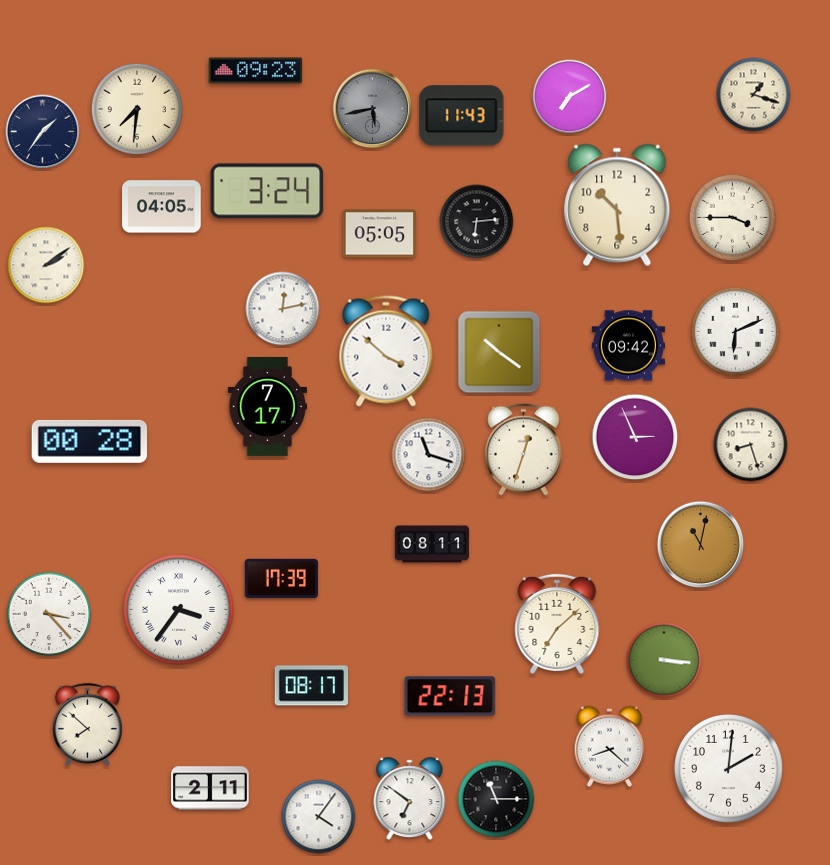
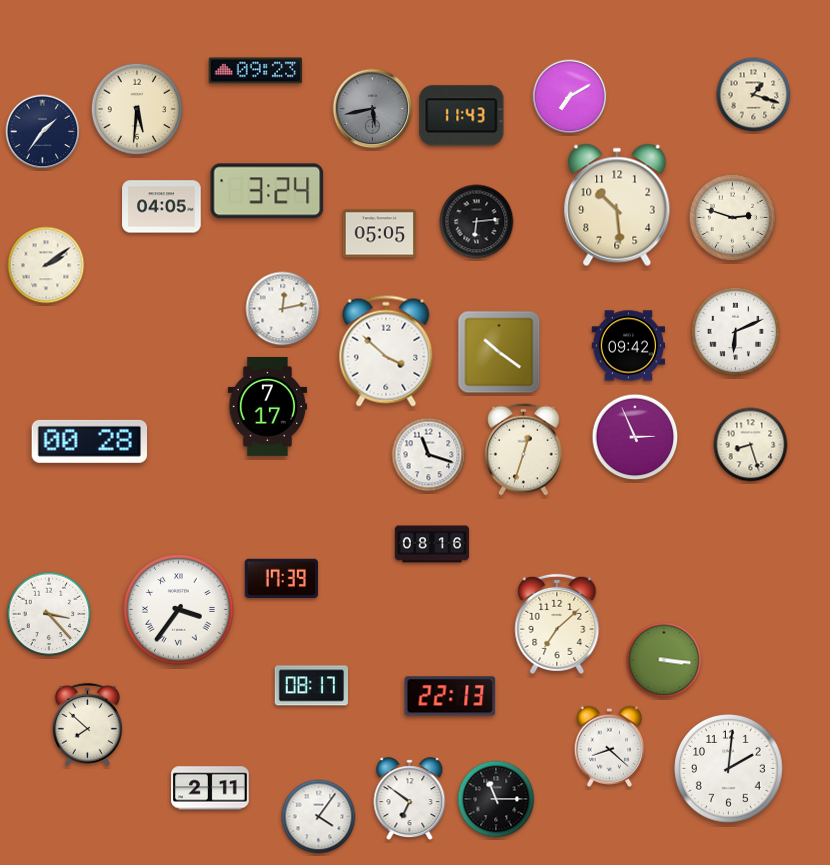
clock at (137, 109): 7:31 -> 5:31
clock at (733, 218): 3:45 -> 2:48
clock at (431, 544): 08:11 -> 08:16
clock at (701, 545): 11:02 -> none
